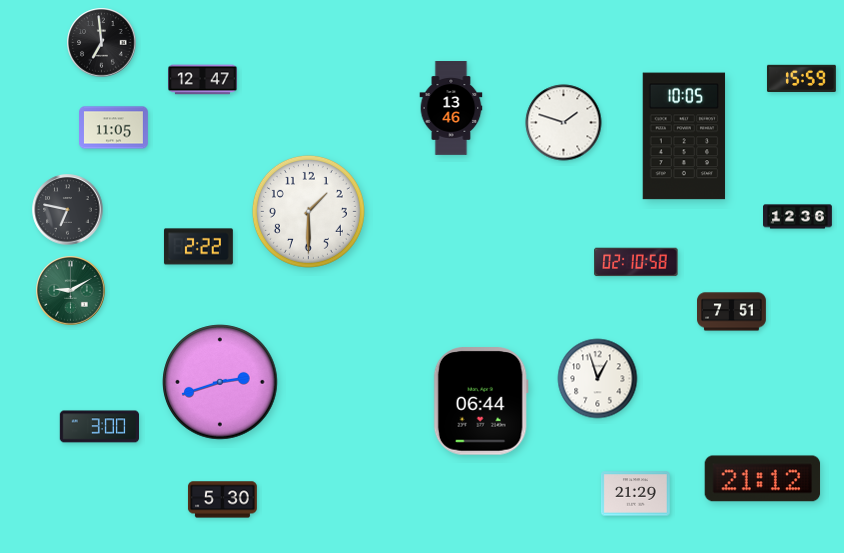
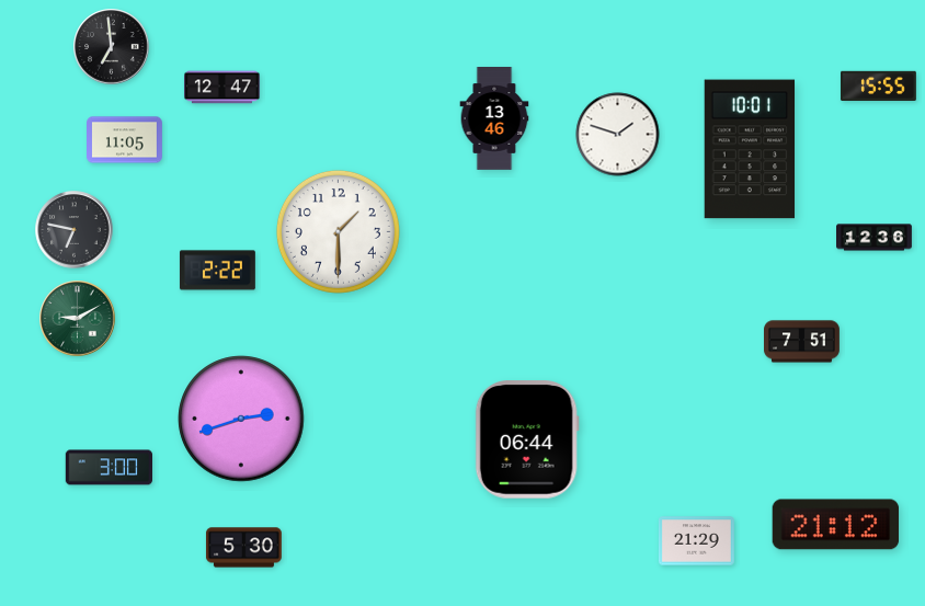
clock at (801, 79): 15:59 -> 15:55
clock at (684, 136): 10:05 -> 10:01
clock at (636, 262): 02:10 -> none
clock at (598, 379): 12:57 -> none
